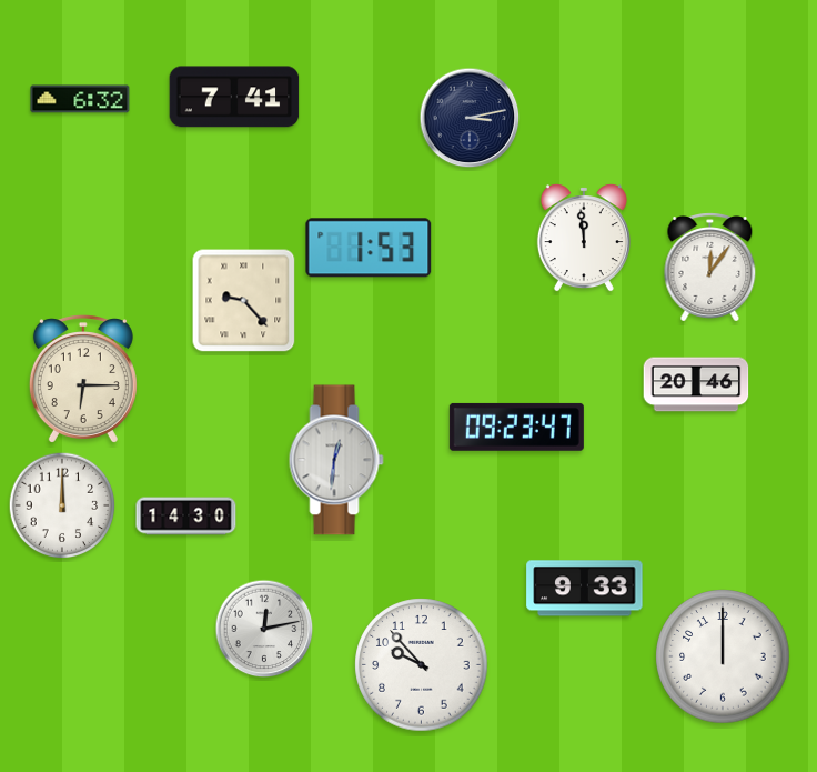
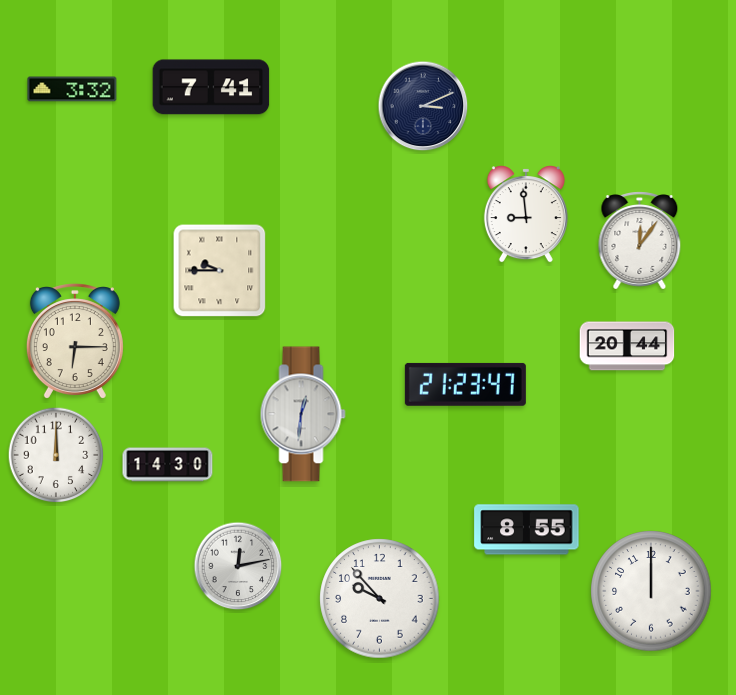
clock at (80, 99): 6:32 -> 3:32
clock at (470, 118): 3:13 -> 3:11
clock at (584, 238): 11:59 -> 8:59
clock at (369, 248): 1:53 -> none
clock at (244, 301): 9:23 -> 9:45
clock at (696, 384): 20:46 -> 20:44
clock at (516, 427): 09:23 -> 21:23
clock at (585, 589): 9:33 -> 8:55
